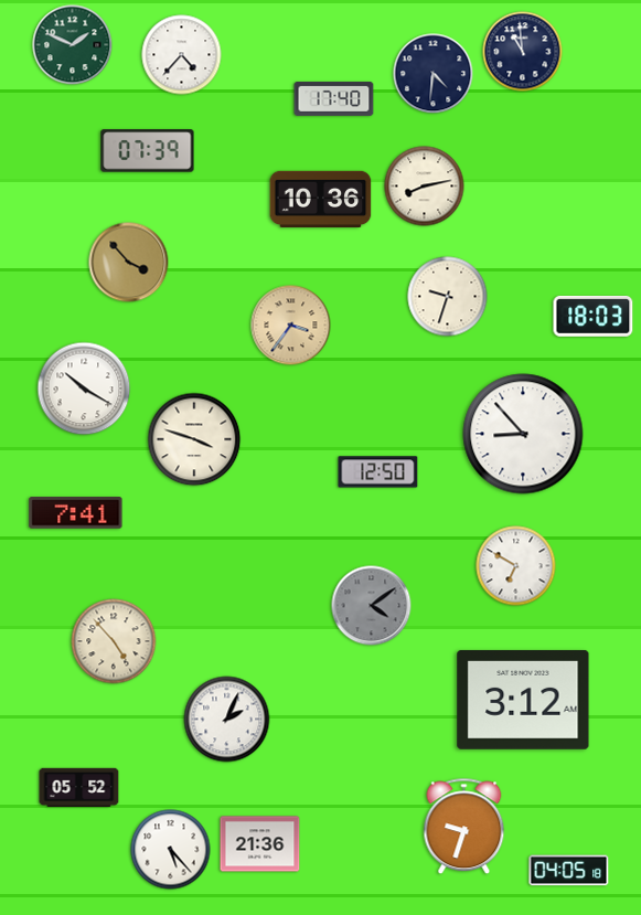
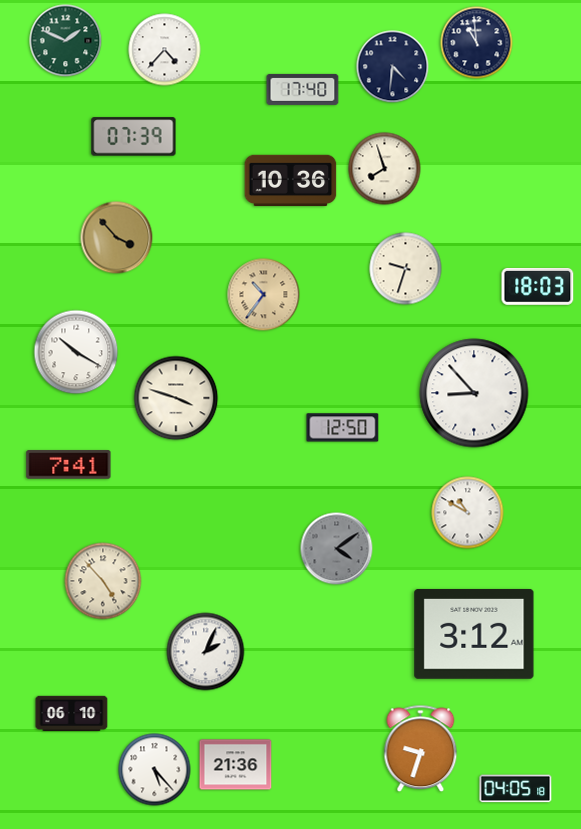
clock at (523, 52) position: (523, 52) -> (477, 43)
clock at (425, 187): 8:13 -> 7:57
clock at (291, 326): 3:36 -> 10:36
clock at (516, 566): 6:50 -> 10:50
clock at (79, 787): 05:52 -> 06:10
